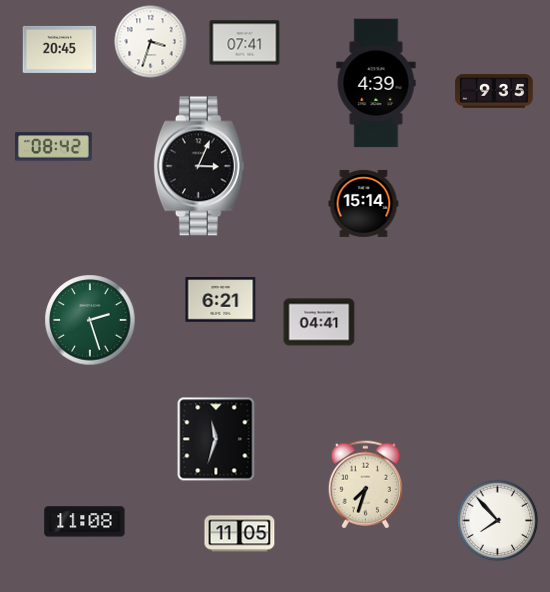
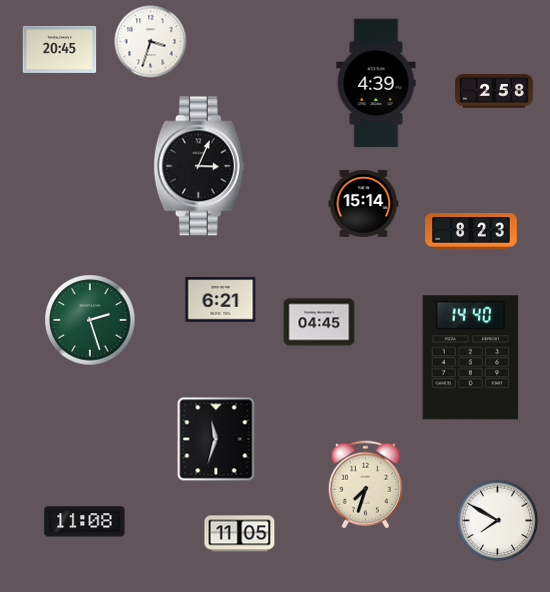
clock at (245, 43): 07:41 -> none
clock at (494, 91): 9:35 -> 2:58
clock at (54, 147): 08:42 -> none
clock at (471, 231): none -> 8:23
clock at (319, 322): 04:41 -> 04:45
clock at (471, 358): none -> 14:40
clock at (498, 521): 7:53 -> 7:50
